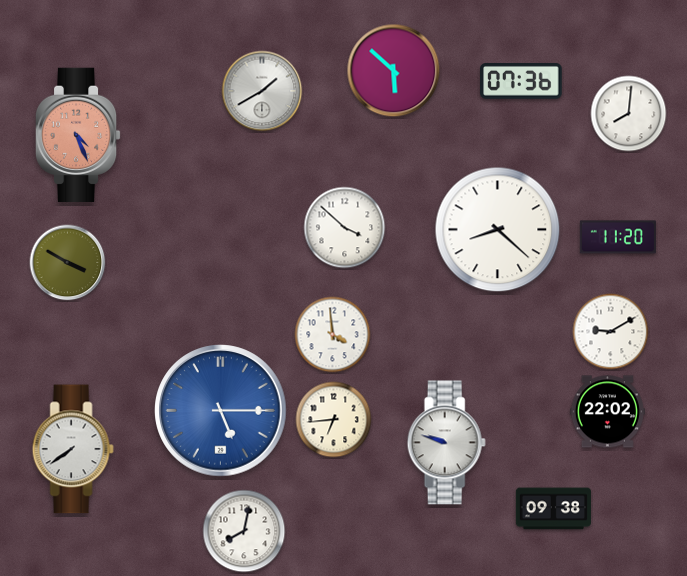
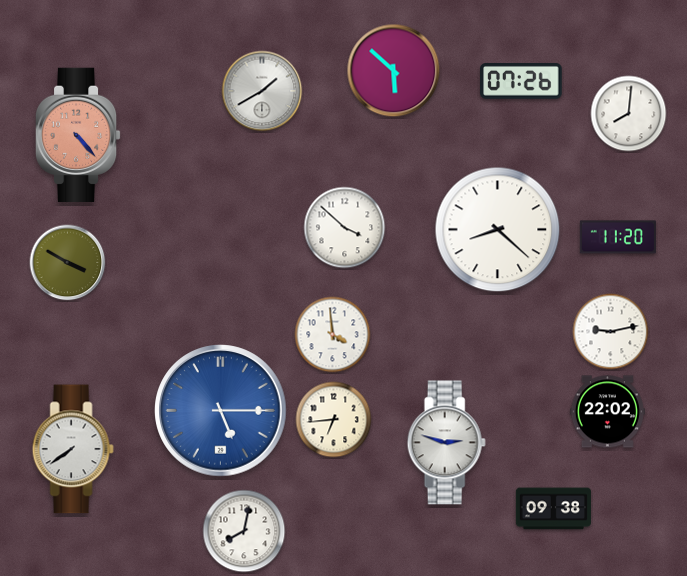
clock at (521, 82): 07:36 -> 07:26
clock at (78, 134): 4:26 -> 4:23
clock at (611, 332): 9:10 -> 9:13
clock at (446, 443): 9:48 -> 2:48
